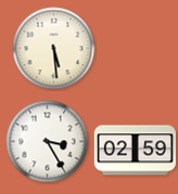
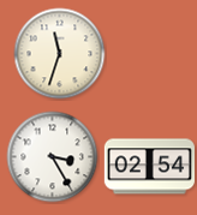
clock at (54, 49): 5:29 -> 11:33
clock at (135, 151): 02:59 -> 02:54
